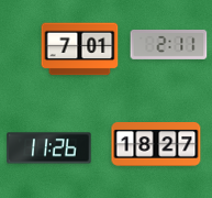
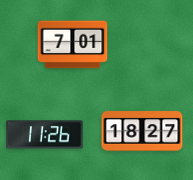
clock at (169, 44): 2:11 -> none
